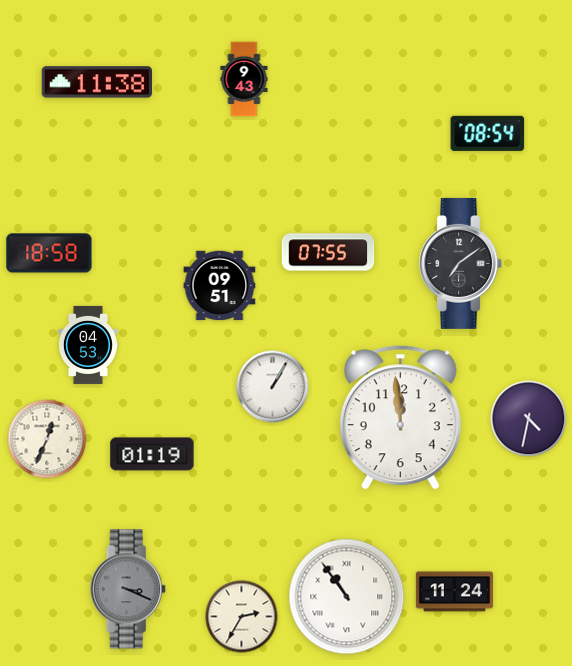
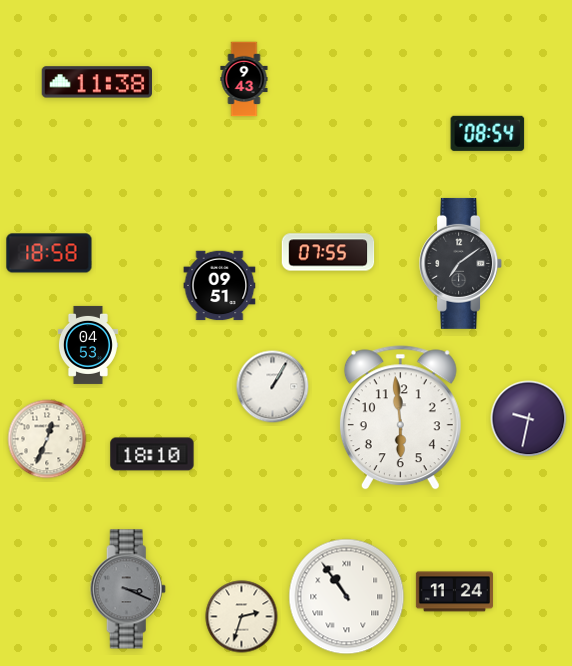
clock at (400, 418): 11:59 -> 5:59
clock at (529, 419): 4:32 -> 9:32
clock at (152, 454): 01:19 -> 18:10
clock at (242, 617): 2:35 -> 2:33
